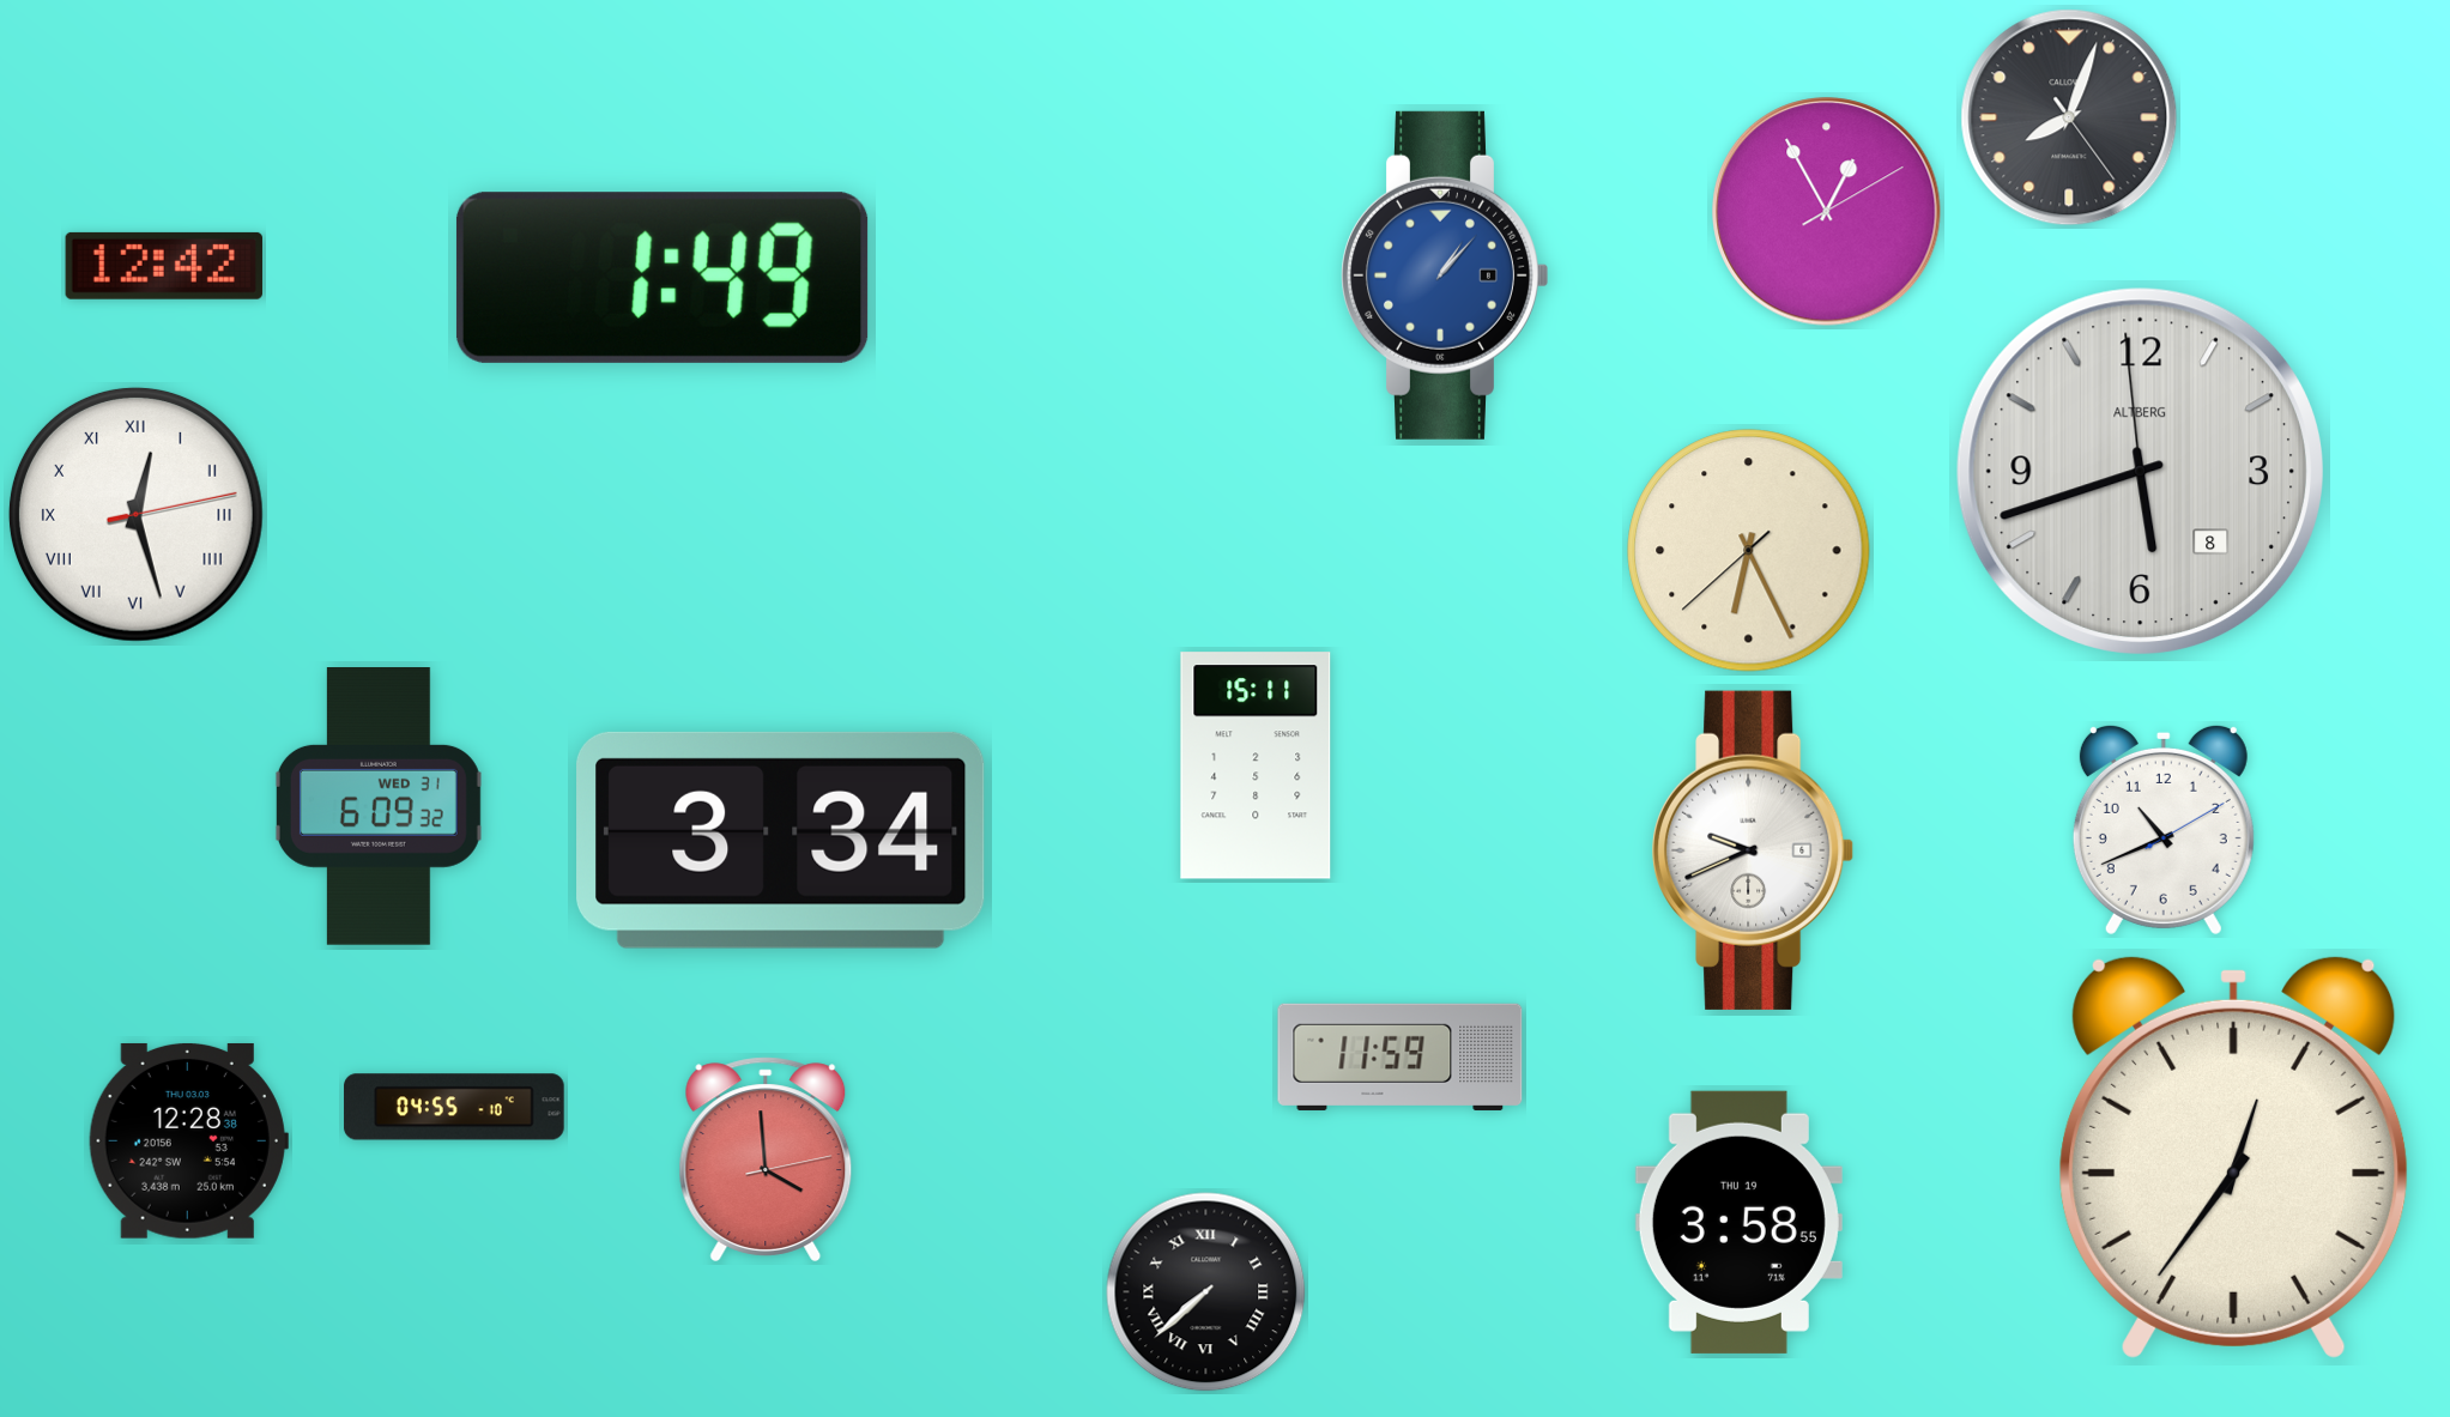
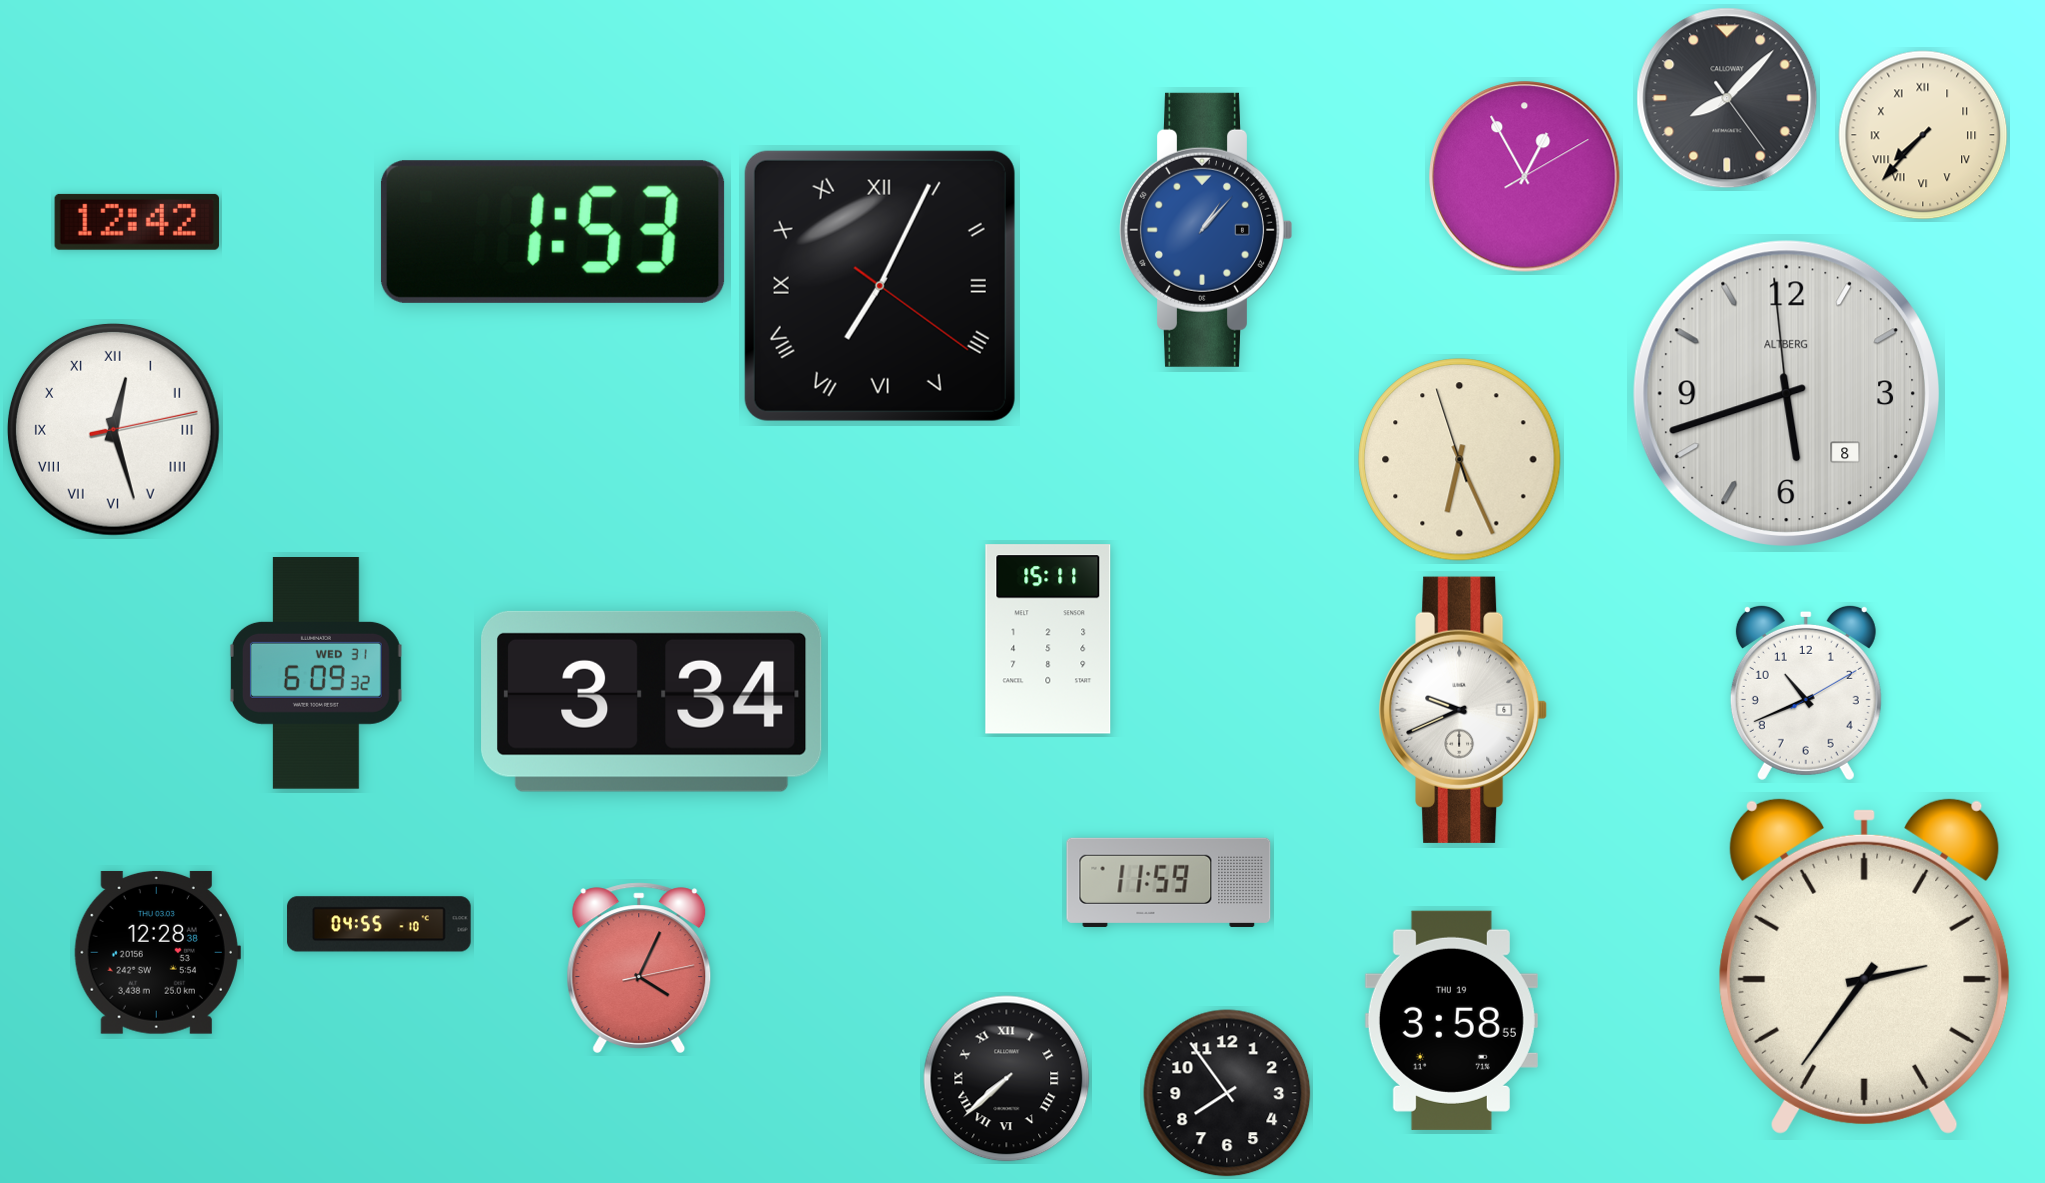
clock at (2069, 117): 8:03 -> 8:07
clock at (1923, 135): none -> 7:37
clock at (663, 278): 1:49 -> 1:53
clock at (880, 286): none -> 7:04
clock at (1749, 551): 6:25:38 -> 6:25:57
clock at (2234, 1157): 12:36 -> 2:36
clock at (766, 1159): 3:59 -> 4:04
clock at (1227, 1093): none -> 7:54
